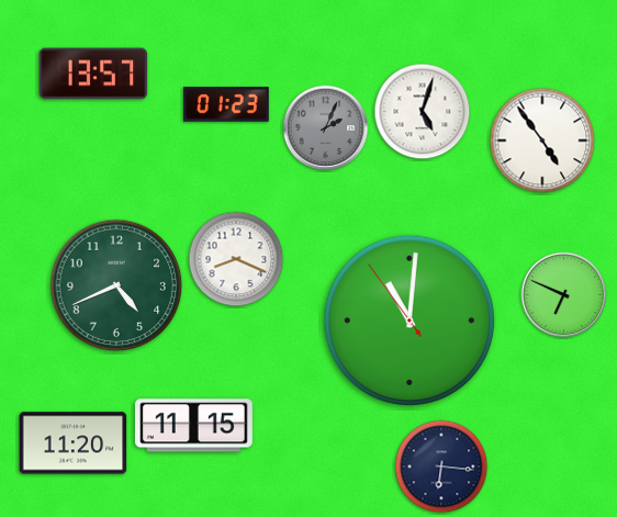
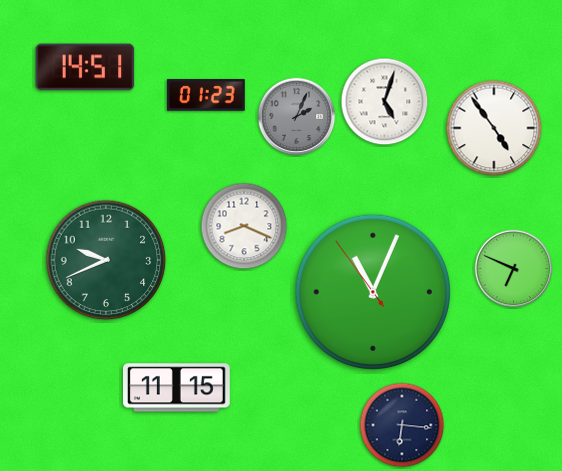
clock at (93, 74): 13:57 -> 14:51
clock at (236, 259) position: (236, 259) -> (244, 226)
clock at (116, 285): 4:41 -> 9:41
clock at (410, 321): 11:00 -> 11:03
clock at (74, 443): 11:20 -> none
